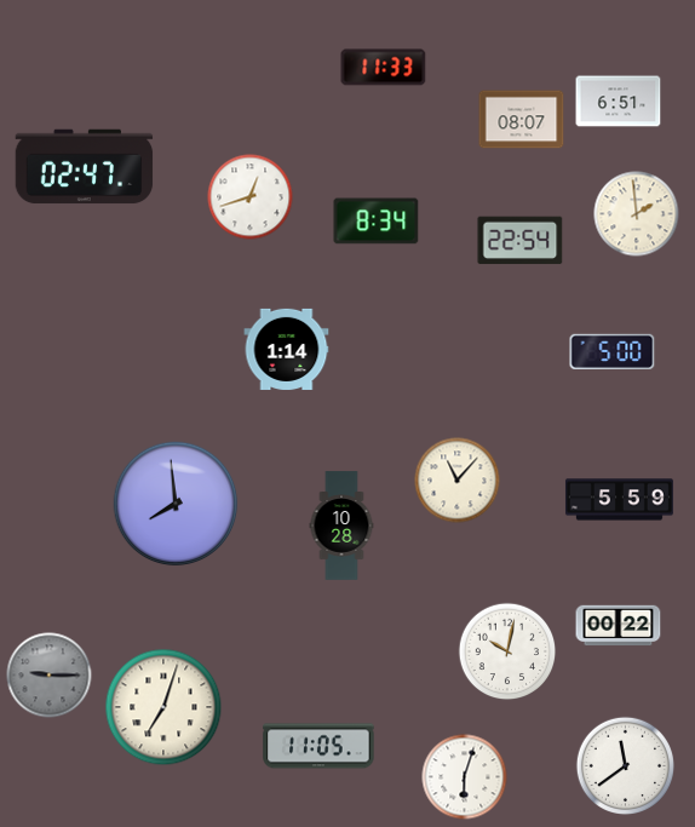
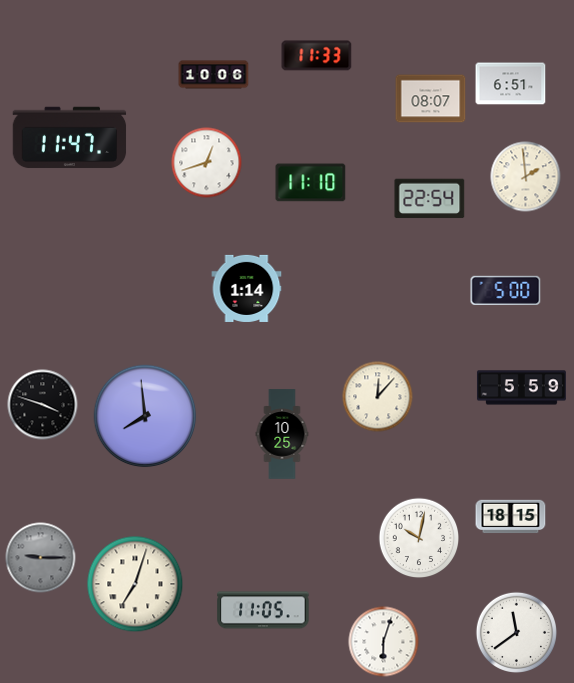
clock at (214, 75): none -> 10:06
clock at (85, 167): 02:47 -> 11:47
clock at (377, 222): 8:34 -> 11:10
clock at (287, 349) position: (287, 349) -> (247, 288)
clock at (458, 481): 11:07 -> 12:07
clock at (43, 405): none -> 3:48
clock at (619, 500) position: (619, 500) -> (521, 388)
clock at (341, 526): 10:28 -> 10:25
clock at (619, 626): 00:22 -> 18:15
clock at (318, 746) position: (318, 746) -> (263, 610)
